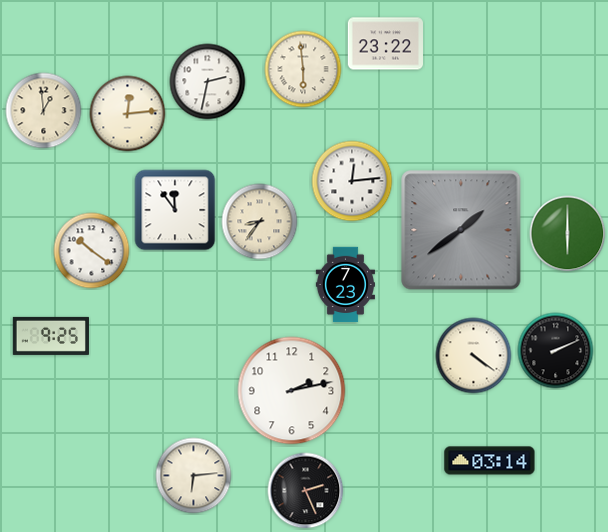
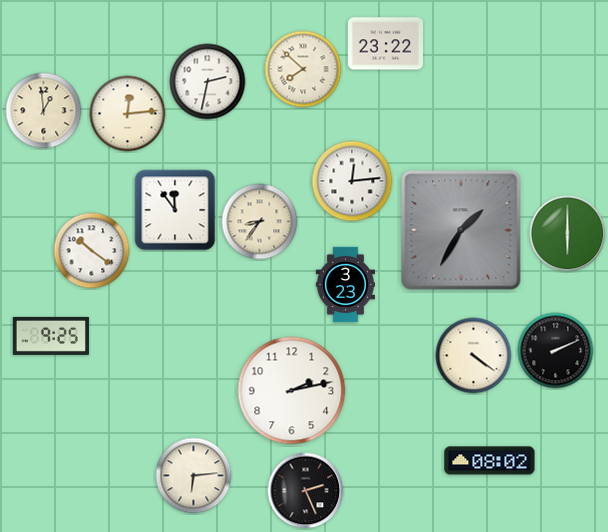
clock at (303, 69): 5:59 -> 7:52
clock at (461, 230): 1:39 -> 1:35
clock at (345, 285): 7:23 -> 3:23
clock at (490, 461): 03:14 -> 08:02
